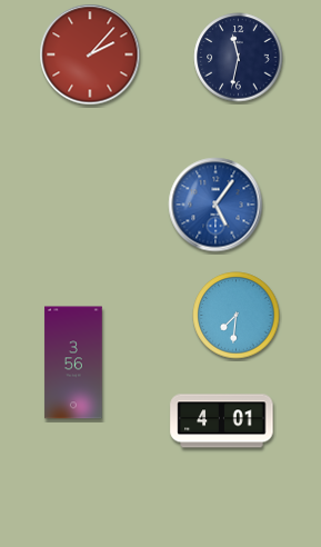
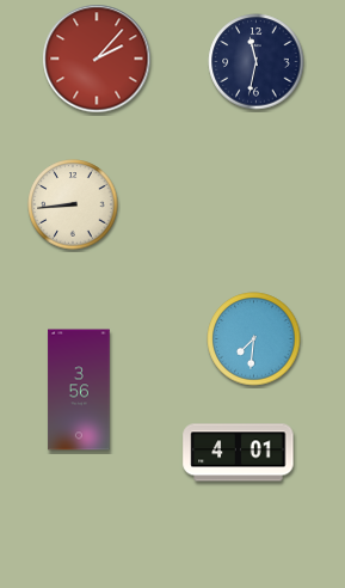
clock at (73, 204): none -> 8:44
clock at (215, 205): 5:06 -> none
